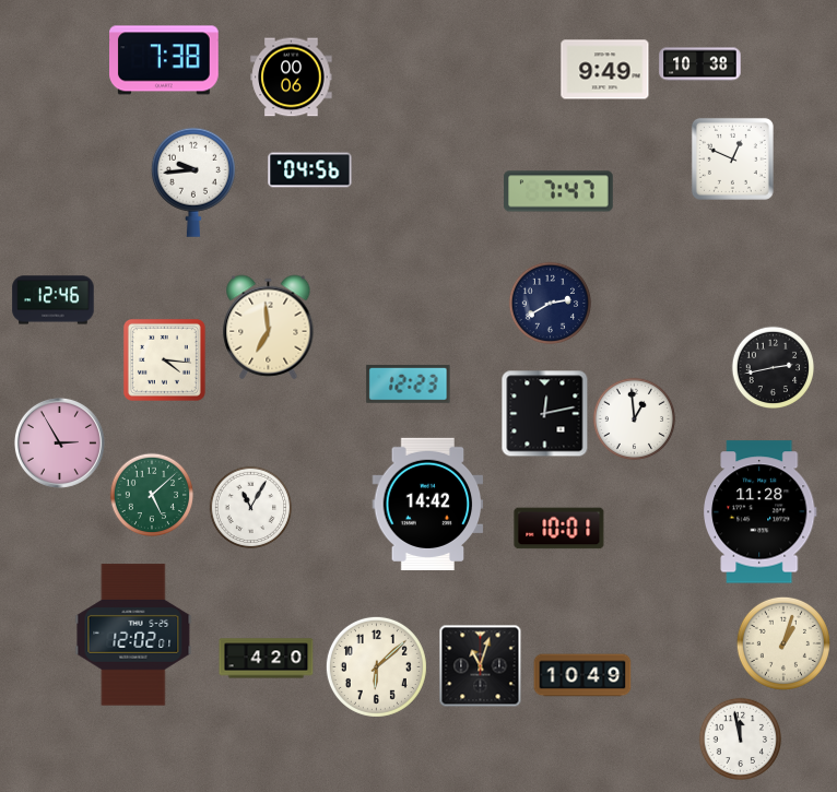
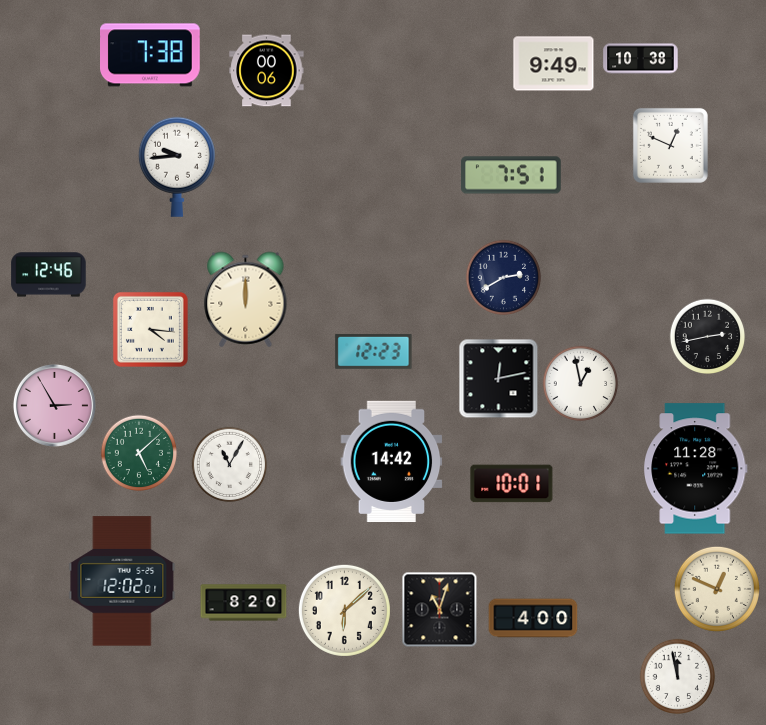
clock at (310, 170): 04:56 -> none
clock at (558, 191): 7:47 -> 7:51
clock at (269, 328): 6:59 -> 12:00
clock at (635, 419): 12:59 -> 12:58
clock at (783, 643): 1:03 -> 12:49
clock at (267, 659): 4:20 -> 8:20
clock at (582, 675): 10:49 -> 4:00
